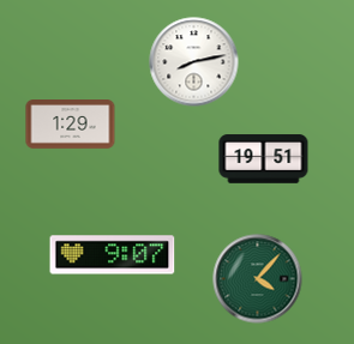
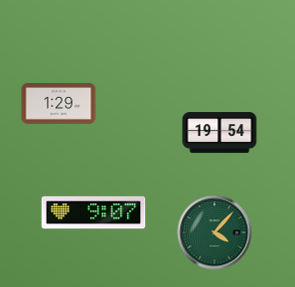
clock at (194, 62): 8:13 -> none
clock at (264, 159): 19:51 -> 19:54
